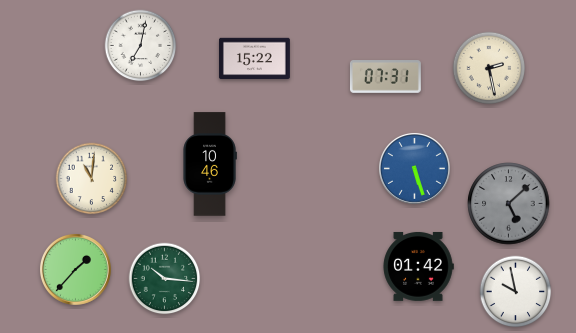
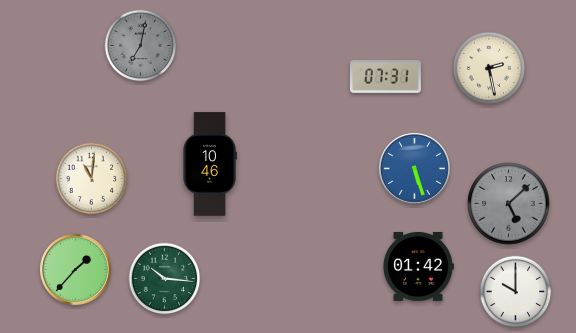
clock at (141, 46) dial: white -> grey
clock at (255, 59): 15:22 -> none
clock at (516, 292): 9:58 -> 10:00
